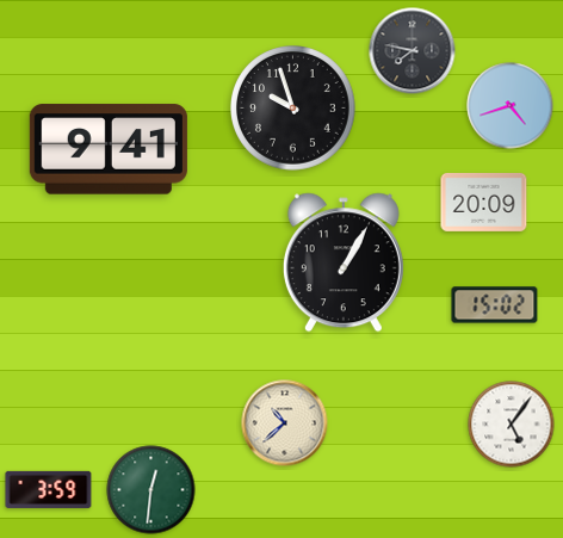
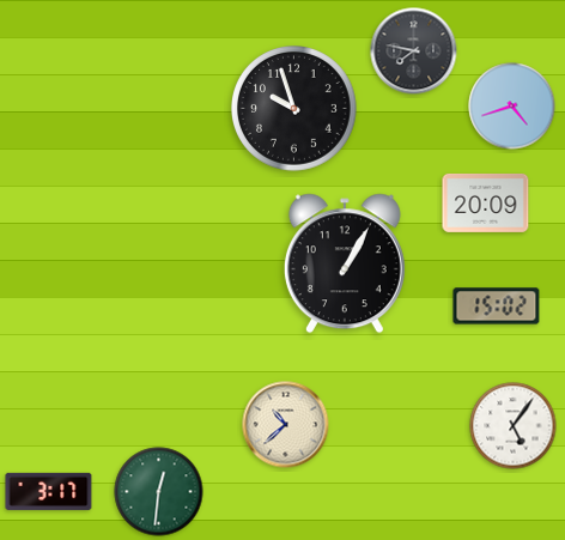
clock at (109, 149): 9:41 -> none
clock at (49, 489): 3:59 -> 3:17
clock at (151, 490) position: (151, 490) -> (159, 492)
